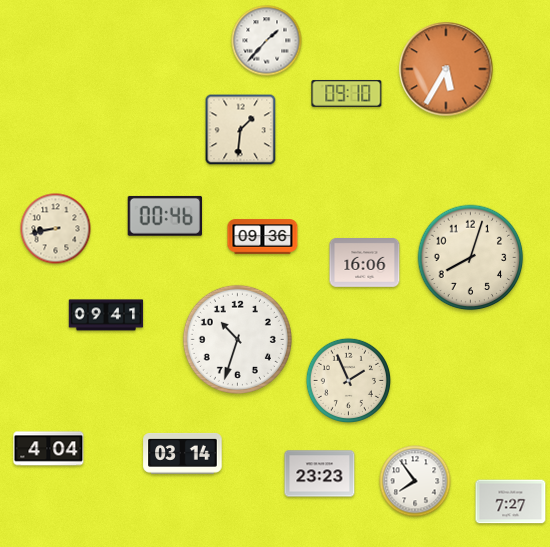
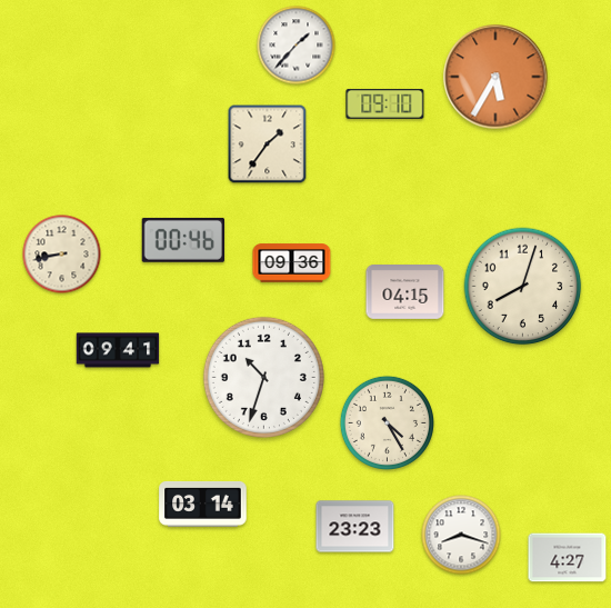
clock at (241, 130): 1:31 -> 1:36
clock at (365, 263): 16:06 -> 04:15
clock at (348, 380): 1:56 -> 4:25
clock at (49, 449): 4:04 -> none
clock at (415, 481): 7:54 -> 8:18
clock at (511, 502): 7:27 -> 4:27
